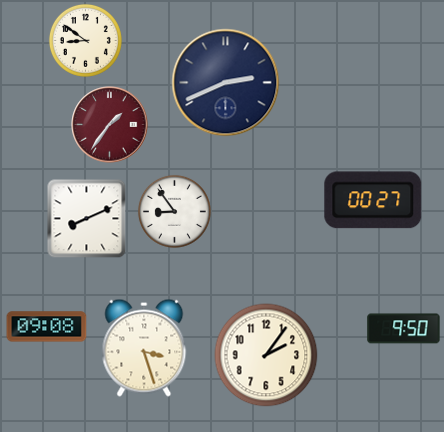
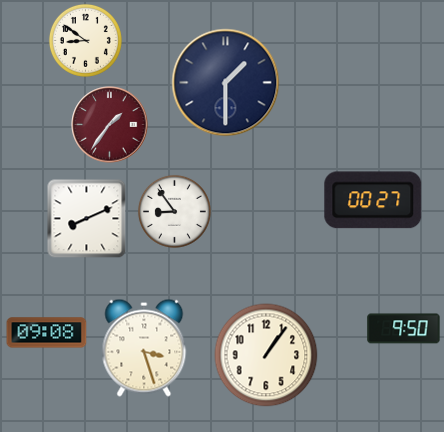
clock at (226, 83): 2:41 -> 1:30
clock at (47, 327) position: (47, 327) -> (47, 333)
clock at (266, 355): 2:06 -> 1:06
